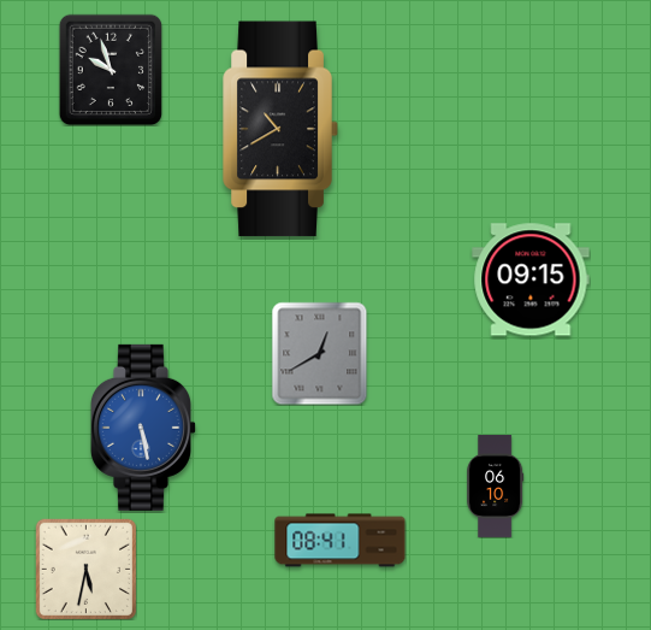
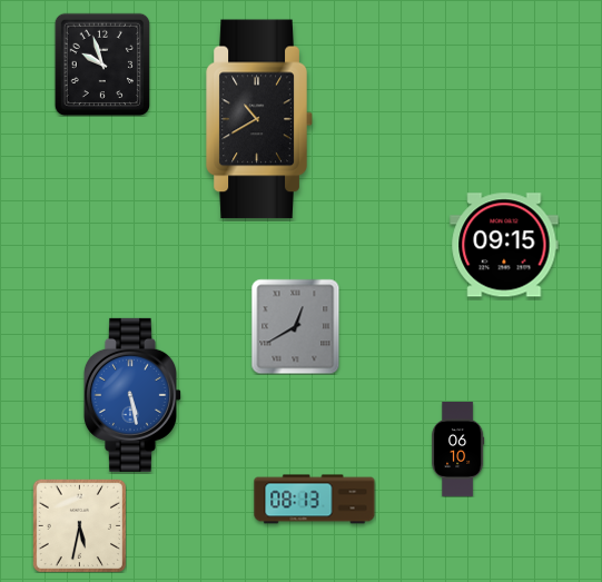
clock at (531, 279) position: (531, 279) -> (504, 245)
clock at (341, 541): 08:41 -> 08:13
